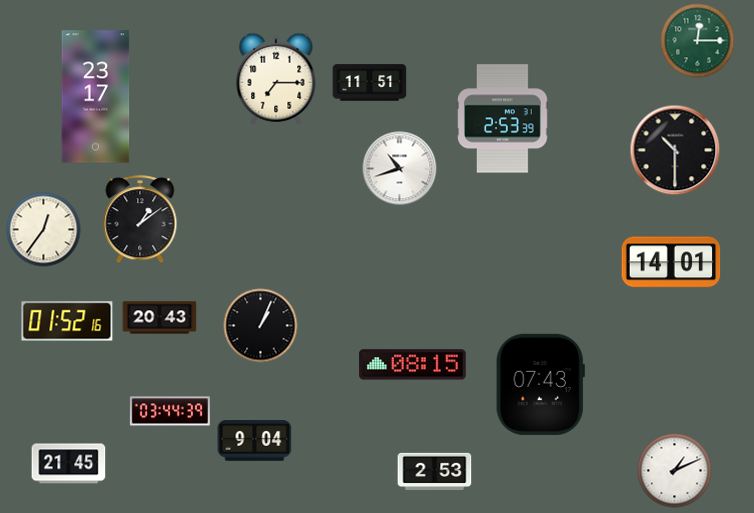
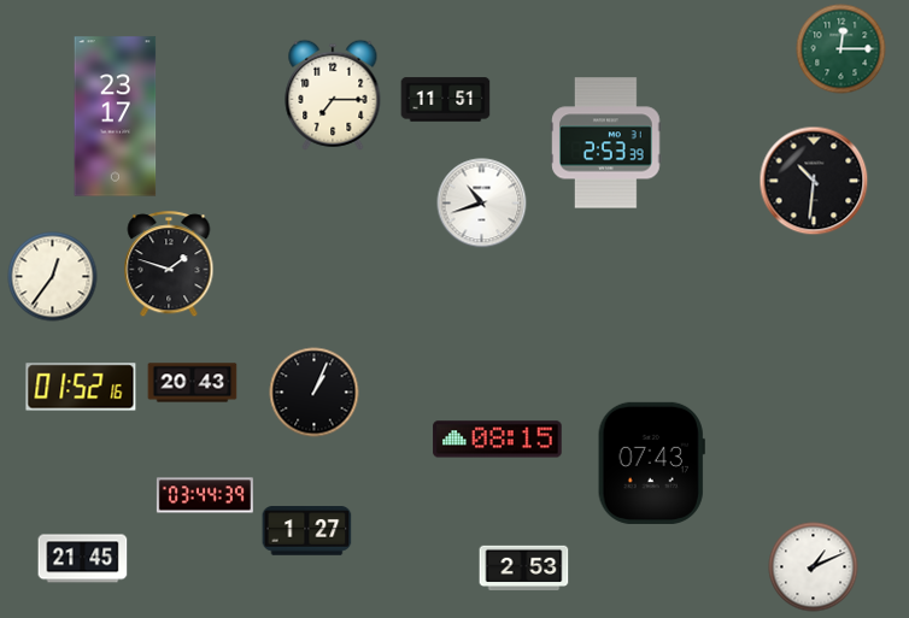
clock at (675, 150): 10:30 -> 10:31
clock at (140, 220): 1:09 -> 1:48
clock at (671, 262): 14:01 -> none
clock at (255, 441): 9:04 -> 1:27
